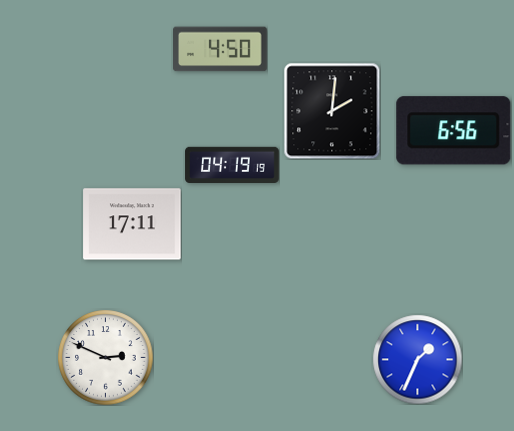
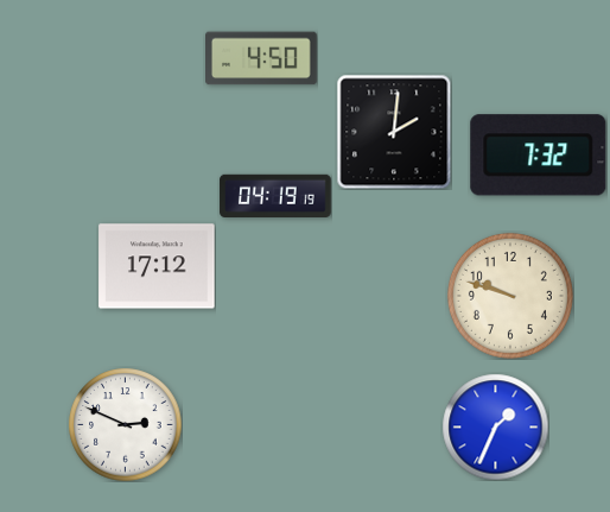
clock at (454, 131): 6:56 -> 7:32
clock at (132, 224): 17:11 -> 17:12
clock at (510, 296): none -> 9:48
